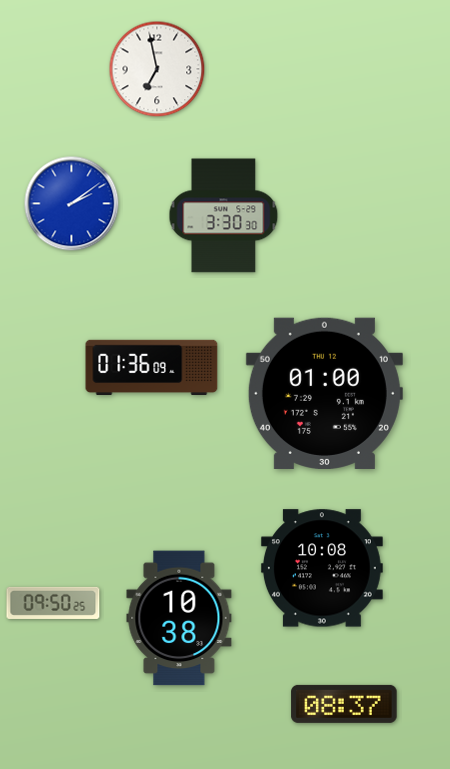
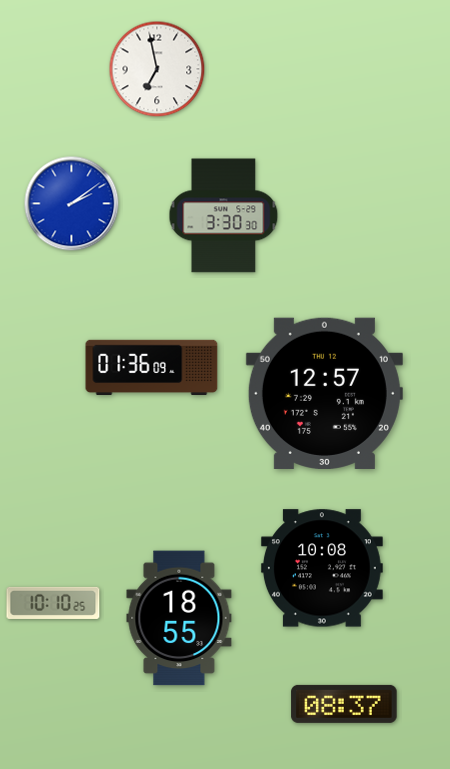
clock at (324, 393): 01:00 -> 12:57
clock at (53, 603): 09:50 -> 10:10
clock at (179, 618): 10:38 -> 18:55
